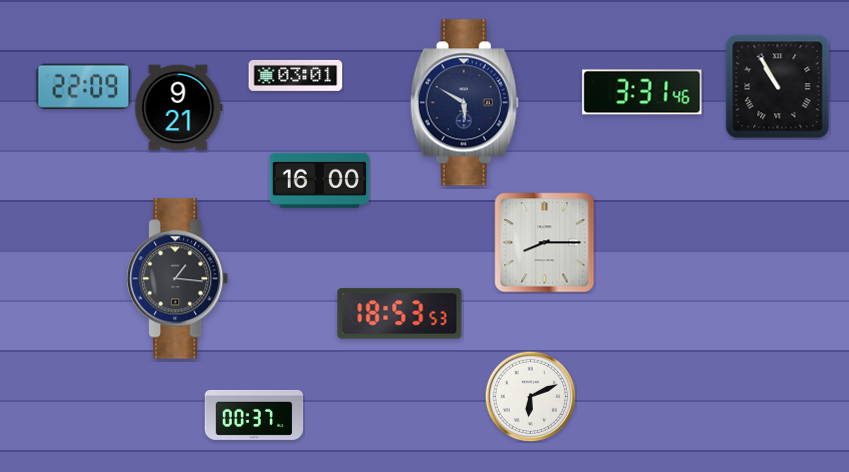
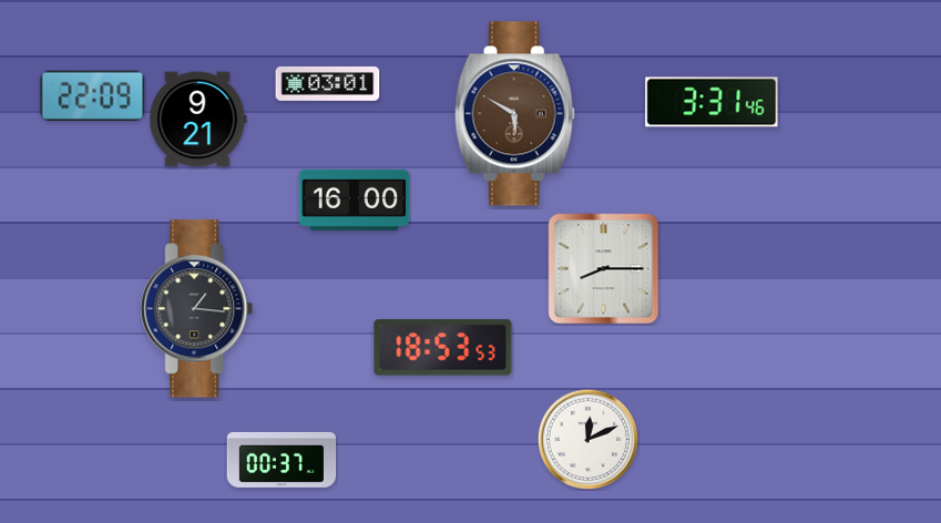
clock at (778, 87): 10:55 -> none
clock at (464, 103) dial: navy -> brown
clock at (530, 396): 6:11 -> 12:11
